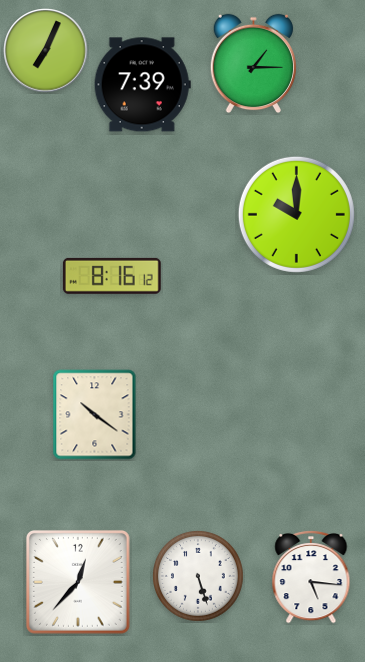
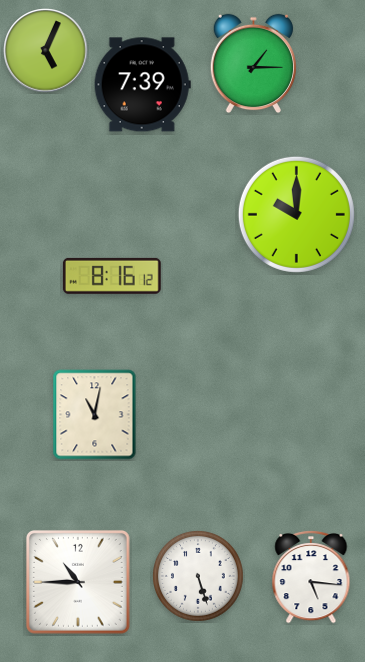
clock at (46, 51): 7:04 -> 5:04
clock at (95, 415): 10:21 -> 11:02
clock at (78, 582): 12:37 -> 10:45
